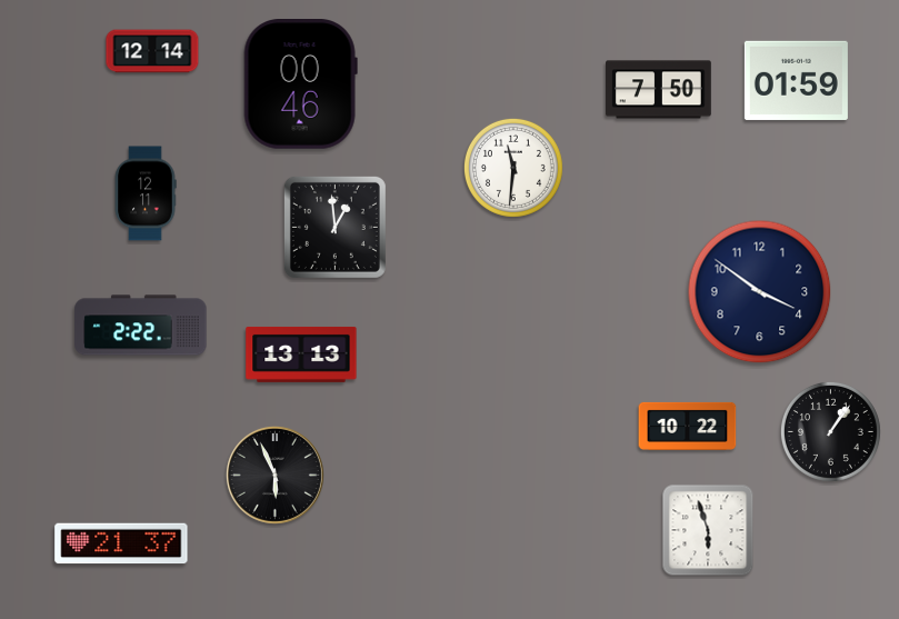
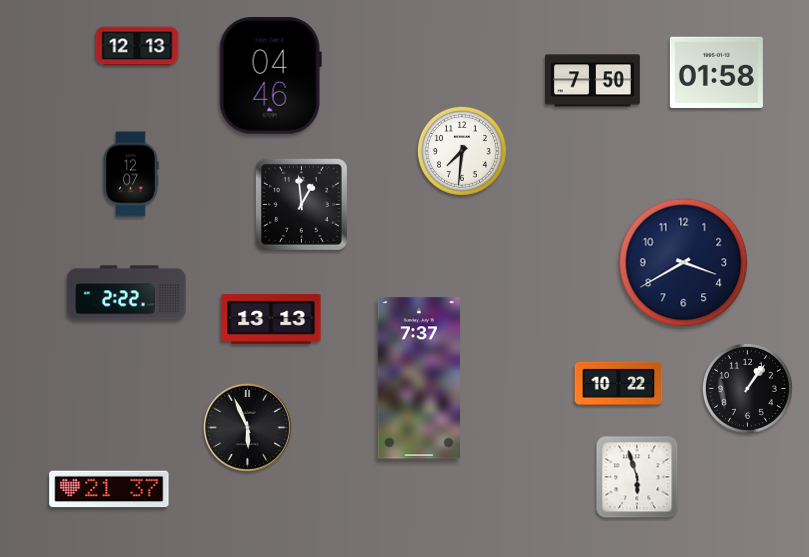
clock at (152, 51): 12:14 -> 12:13
clock at (796, 80): 01:59 -> 01:58
clock at (300, 84): 00:46 -> 04:46
clock at (513, 168): 11:31 -> 7:31
clock at (146, 193): 12:11 -> 12:07
clock at (760, 292): 3:51 -> 3:40
clock at (419, 378): none -> 7:37
